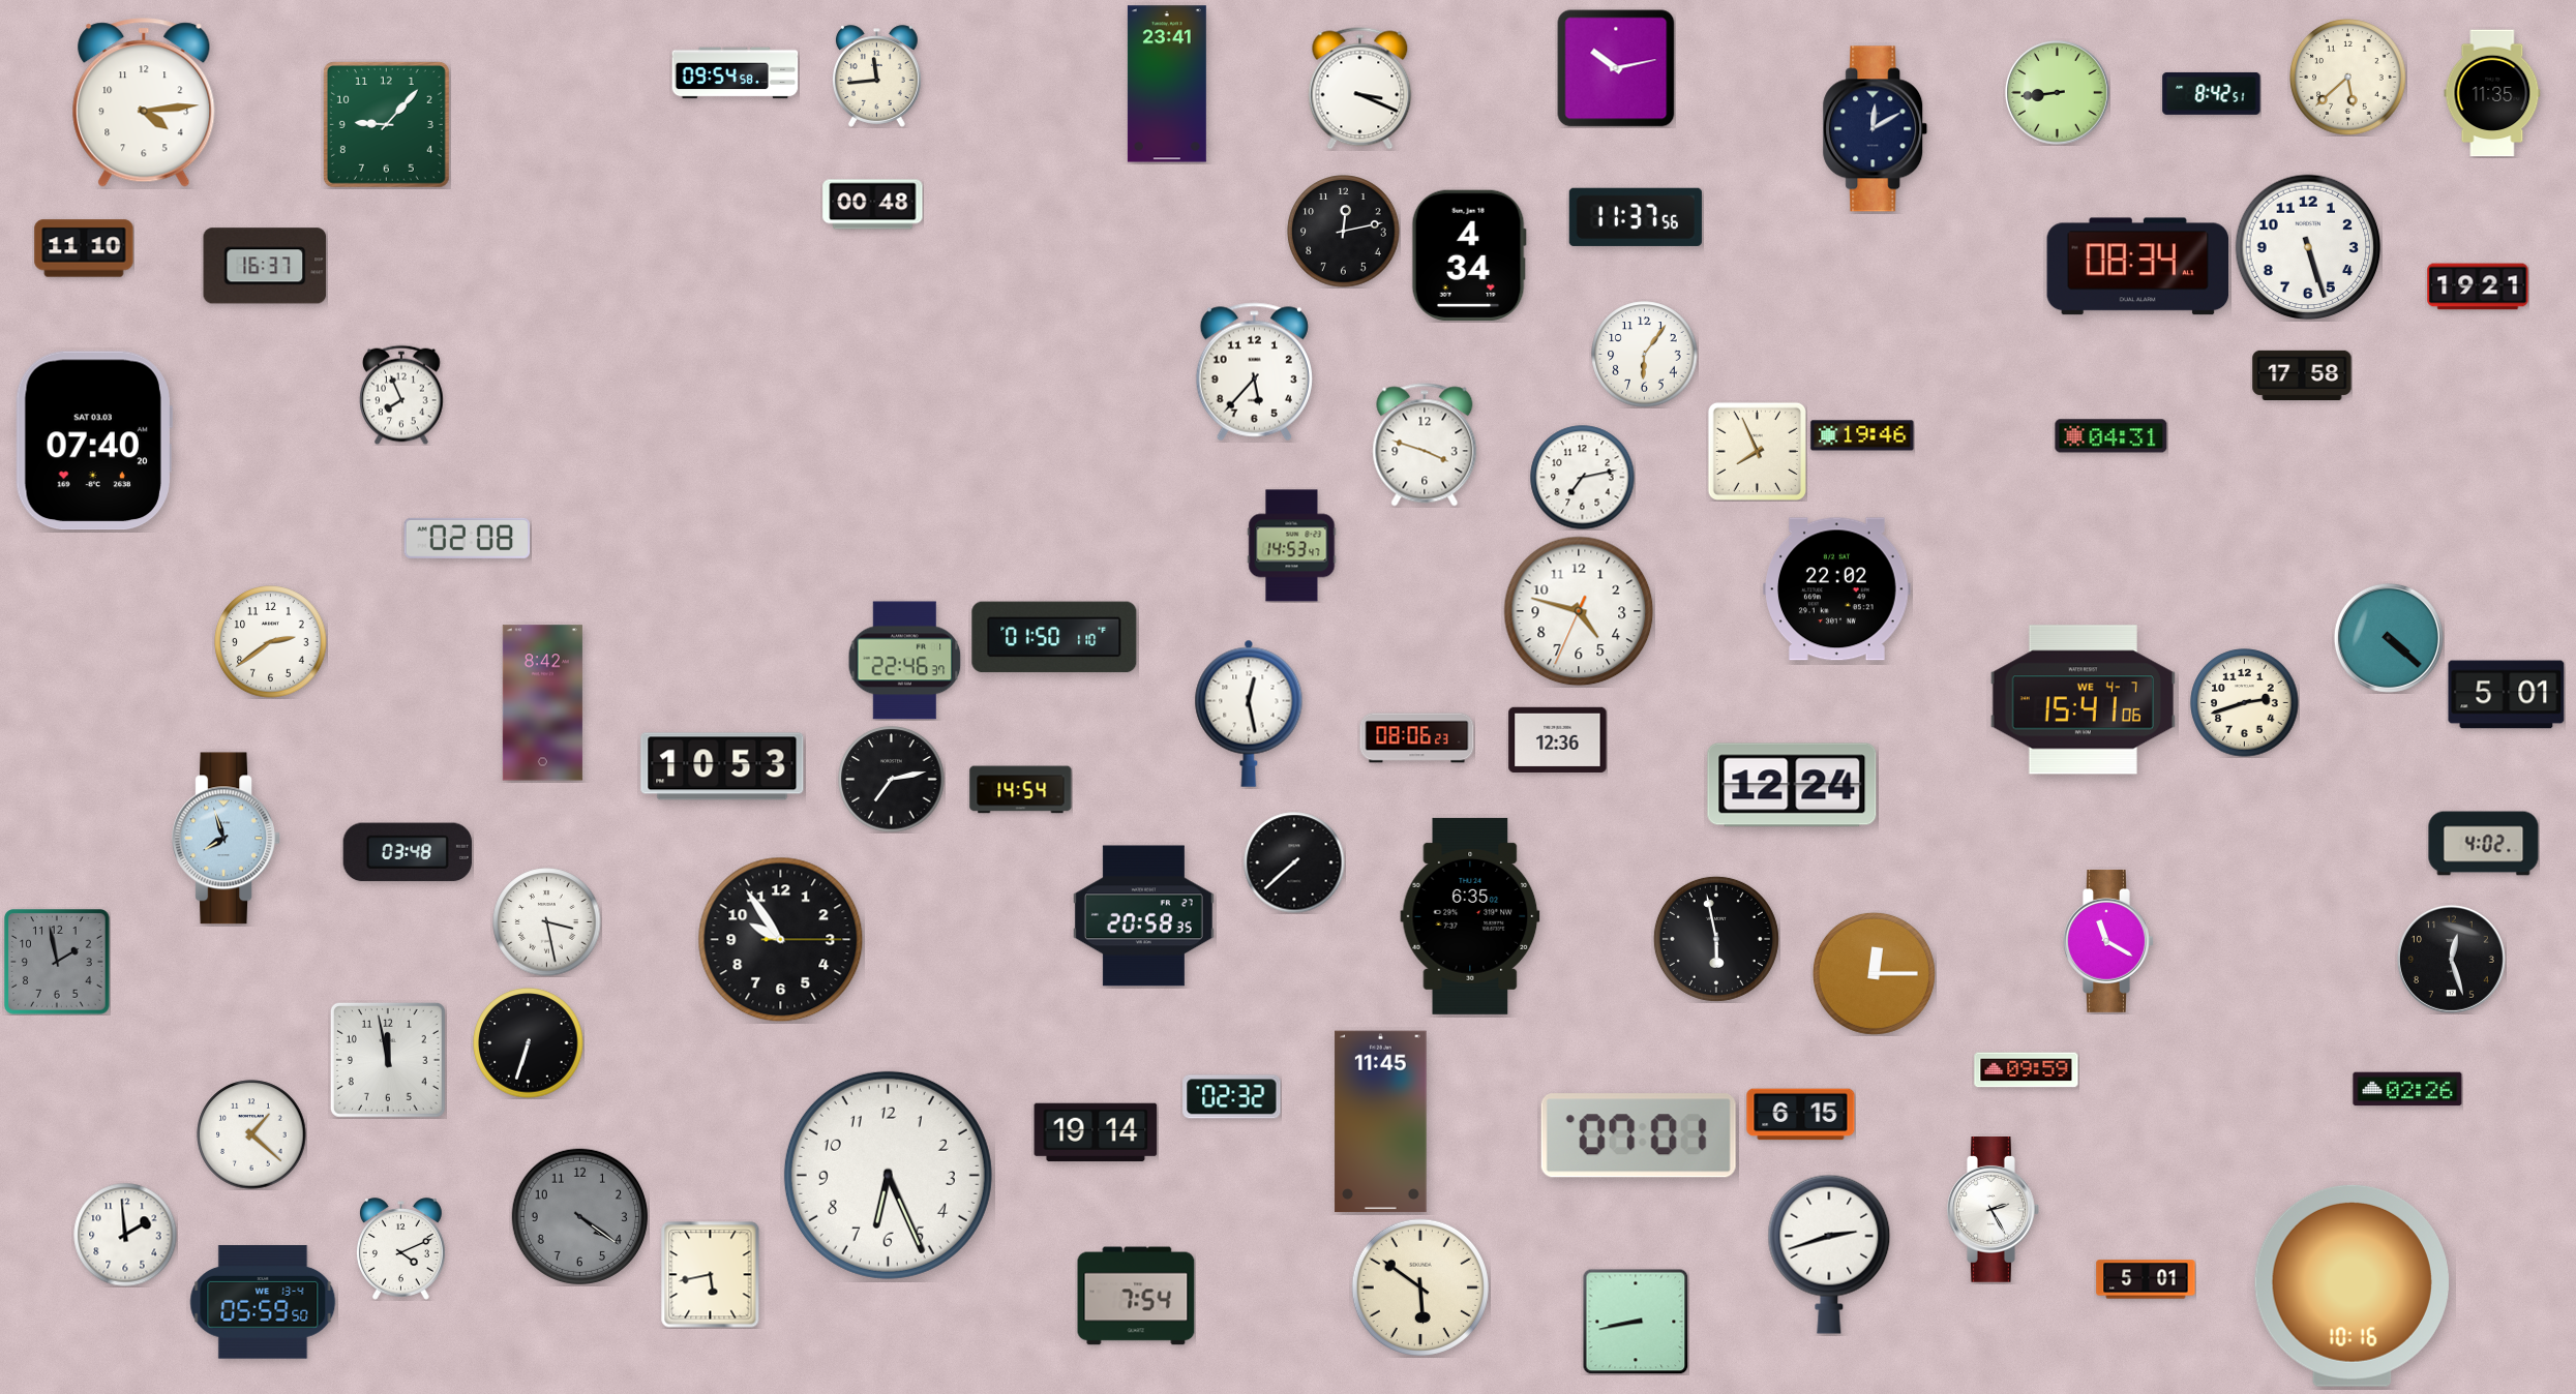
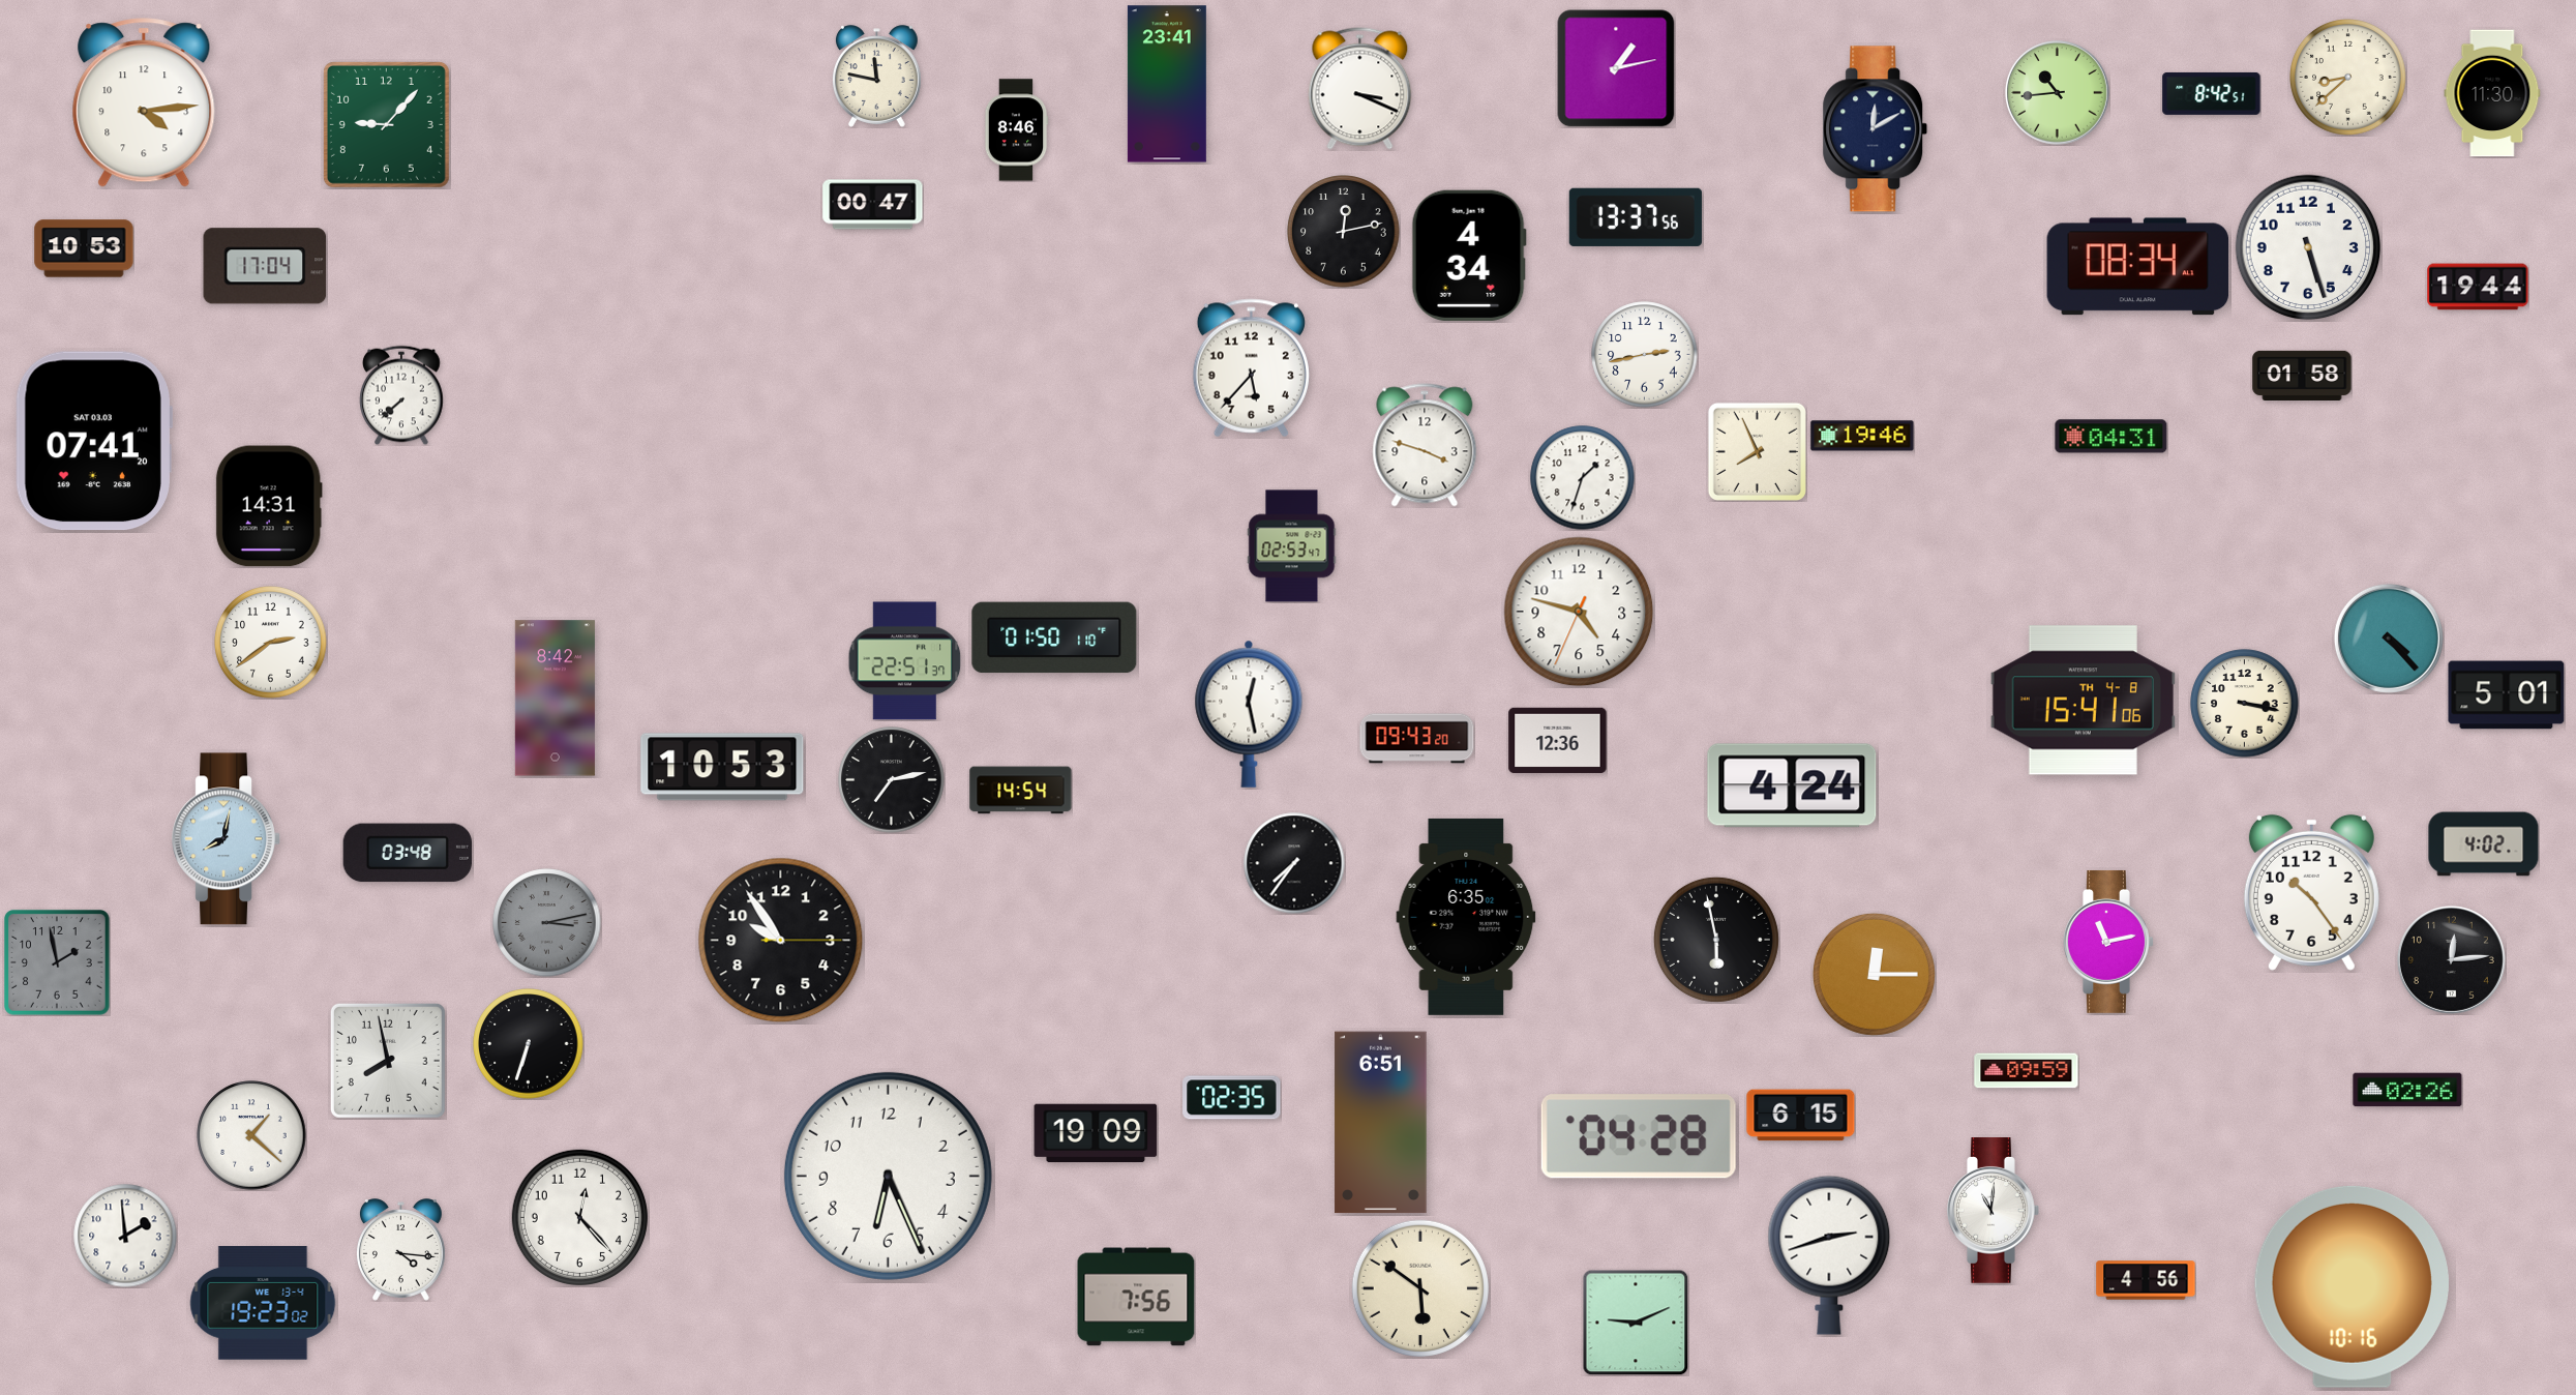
clock at (1616, 68): 10:13 -> 1:13
clock at (736, 73): 09:54 -> none
clock at (876, 77): 11:44 -> 11:47
clock at (2348, 78): 5:38 -> 8:38
clock at (2058, 93): 8:44 -> 10:44
clock at (2492, 93): 11:35 -> 11:30
clock at (1016, 130): none -> 8:46
clock at (873, 205): 00:48 -> 00:47
clock at (1636, 217): 11:37 -> 13:37
clock at (84, 248): 11:10 -> 10:53
clock at (265, 266): 16:37 -> 17:04
clock at (2478, 286): 19:21 -> 19:44
clock at (1645, 355): 6:06 -> 2:43
clock at (1254, 372) position: (1254, 372) -> (1251, 368)
clock at (2302, 374): 17:58 -> 01:58
clock at (401, 395): 7:56 -> 7:38
clock at (94, 441): 07:40 -> 07:41
clock at (1583, 478): 7:13 -> 1:33
clock at (269, 506): none -> 14:31
clock at (468, 538): 02:08 -> none
clock at (1292, 546): 14:53 -> 02:53
clock at (1837, 589): 22:02 -> none
clock at (2389, 638): 4:22 -> 4:23
clock at (905, 661): 22:46 -> 22:51
clock at (2083, 700) date: WE 4-7 -> TH 4-8
clock at (542, 703) position: (542, 703) -> (555, 699)
clock at (2245, 703): 2:42 -> 3:17
clock at (1417, 738): 08:06 -> 09:43
clock at (1792, 785): 12:24 -> 4:24
clock at (226, 839): 7:57 -> 8:02
clock at (1294, 862): 7:38 -> 7:36
clock at (2311, 892): none -> 10:24
clock at (1143, 916): 20:58 -> none
clock at (1470, 916) position: (1470, 916) -> (1466, 917)
clock at (547, 922): 3:28 -> 3:13
clock at (547, 922) dial: white -> grey
clock at (2108, 941): 11:20 -> 11:13
clock at (2451, 959): 12:27 -> 12:14
clock at (388, 1060): 11:58 -> 7:58
clock at (1232, 1097): 02:32 -> 02:35
clock at (1381, 1122): 11:45 -> 6:51
clock at (1096, 1132): 19:14 -> 19:09
clock at (1639, 1135): 07:01 -> 04:28
clock at (1994, 1210): 2:25 -> 11:01
clock at (579, 1216): 4:21 -> 12:23
clock at (579, 1216) dial: grey -> white
clock at (400, 1249): 4:11 -> 4:16
clock at (711, 1275): 5:43 -> none
clock at (2146, 1279): 5:01 -> 4:56
clock at (1136, 1296): 7:54 -> 7:56
clock at (263, 1302): 05:59 -> 19:23
clock at (1636, 1322): 8:43 -> 9:11
